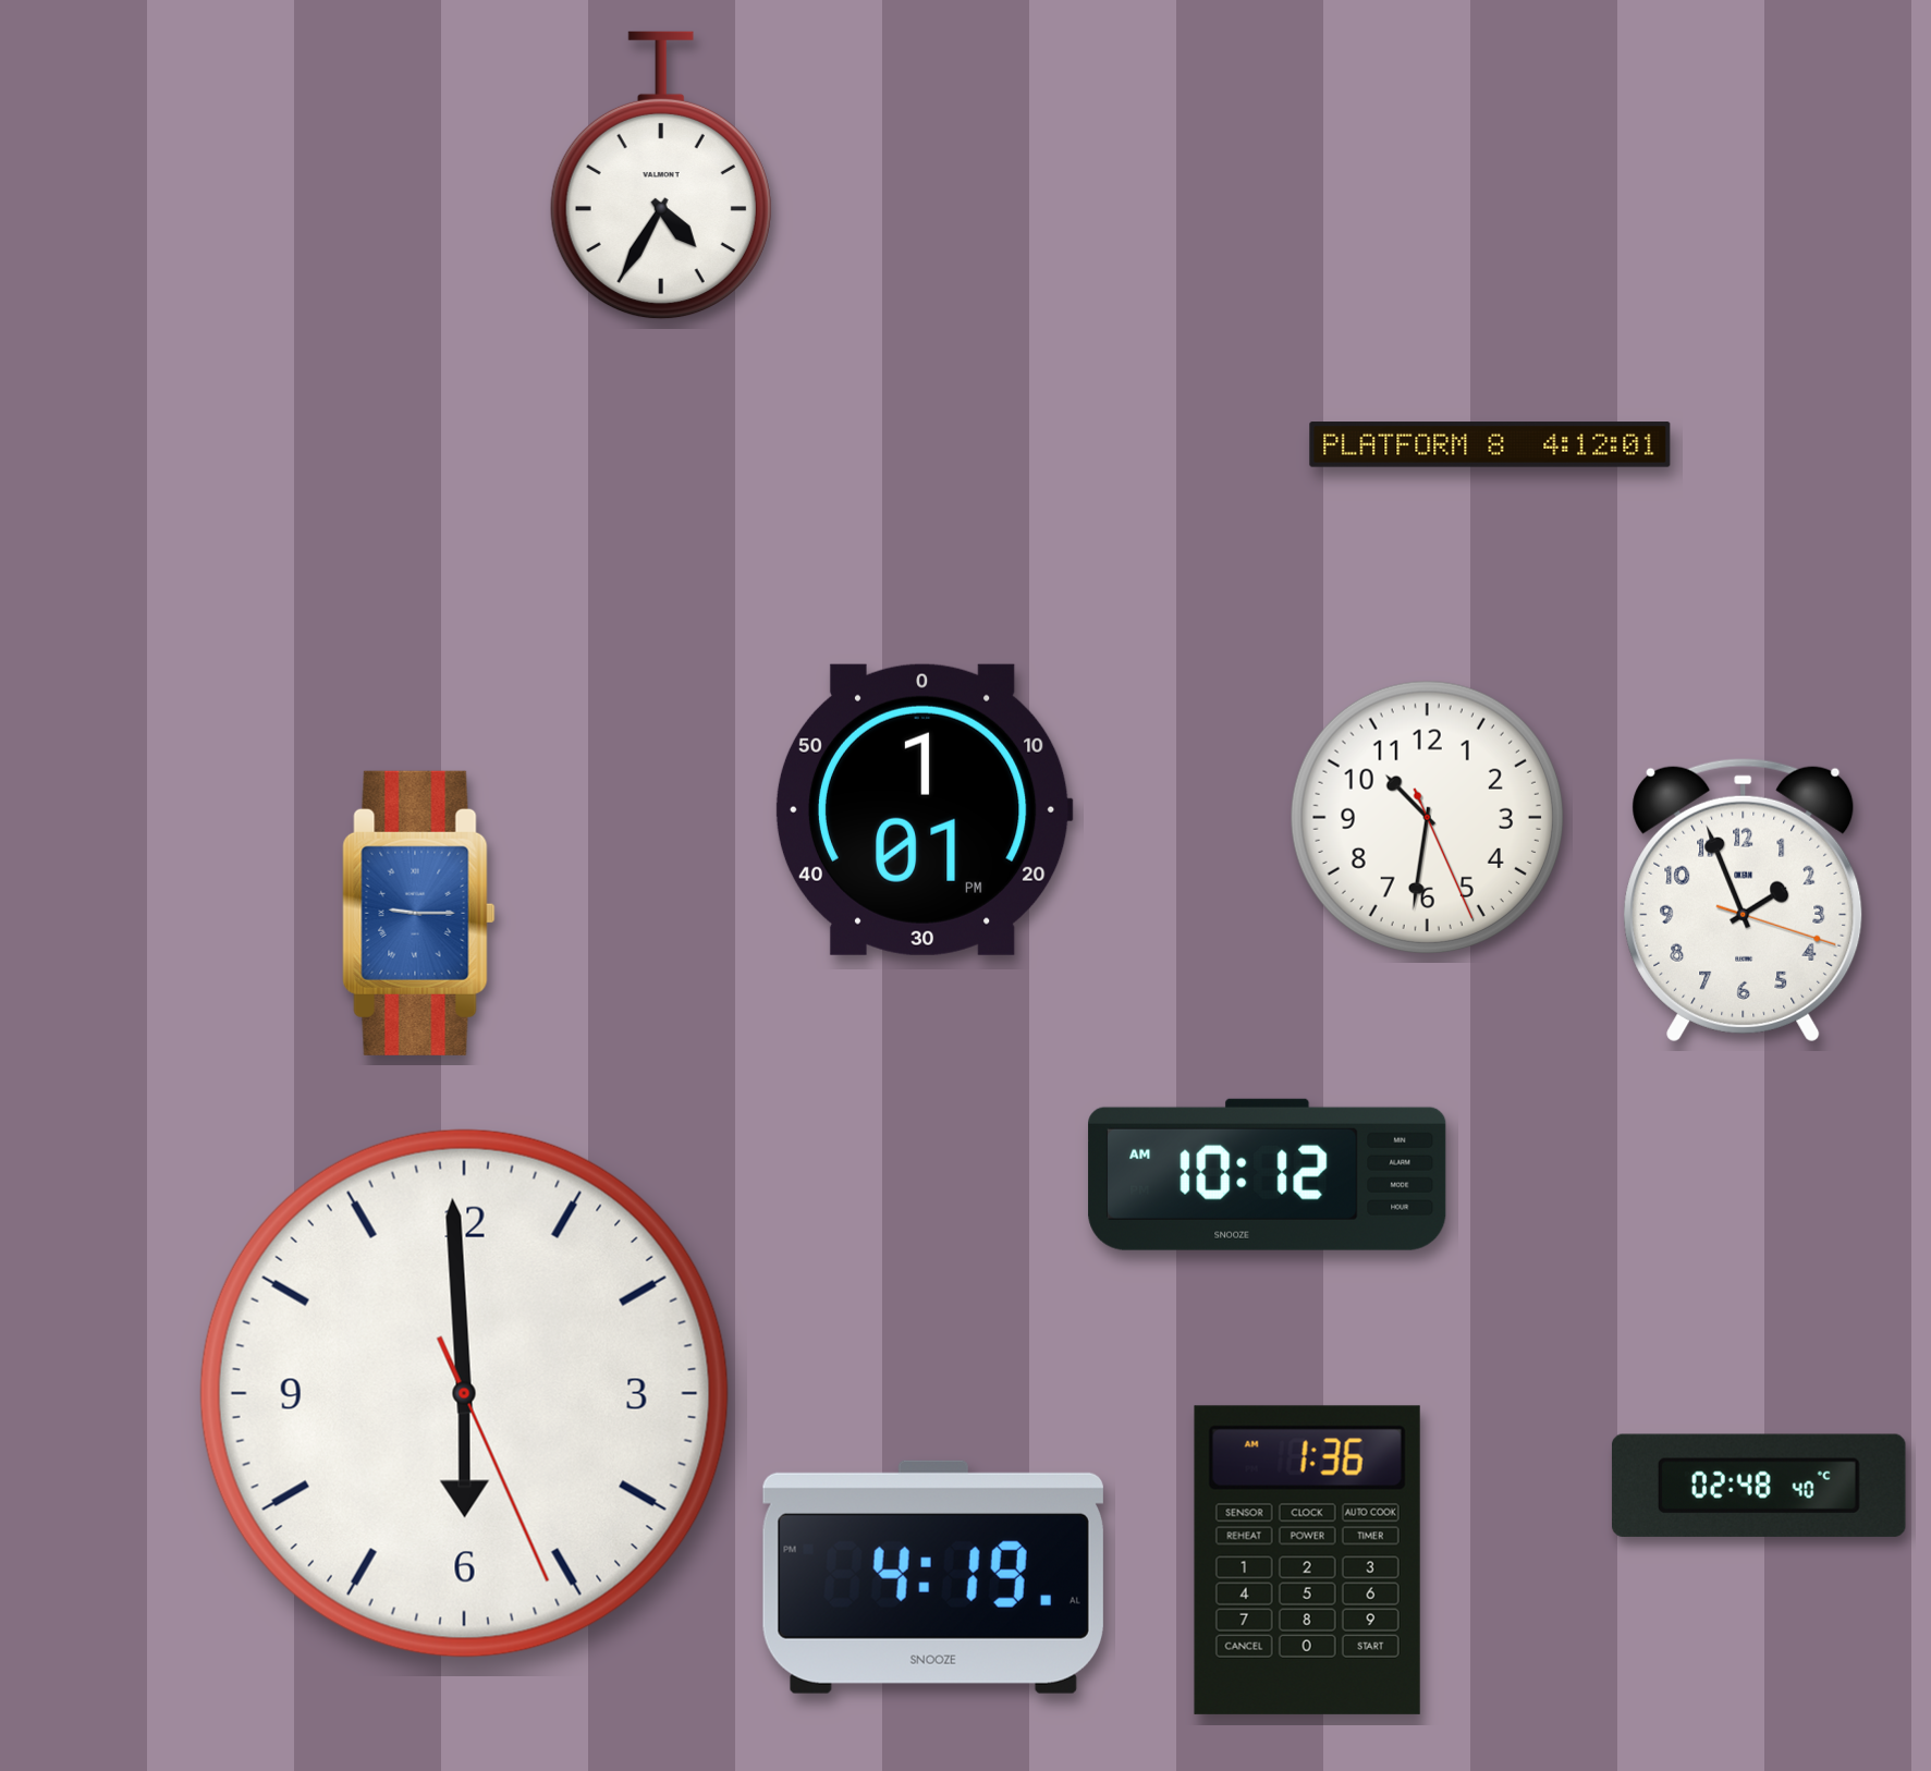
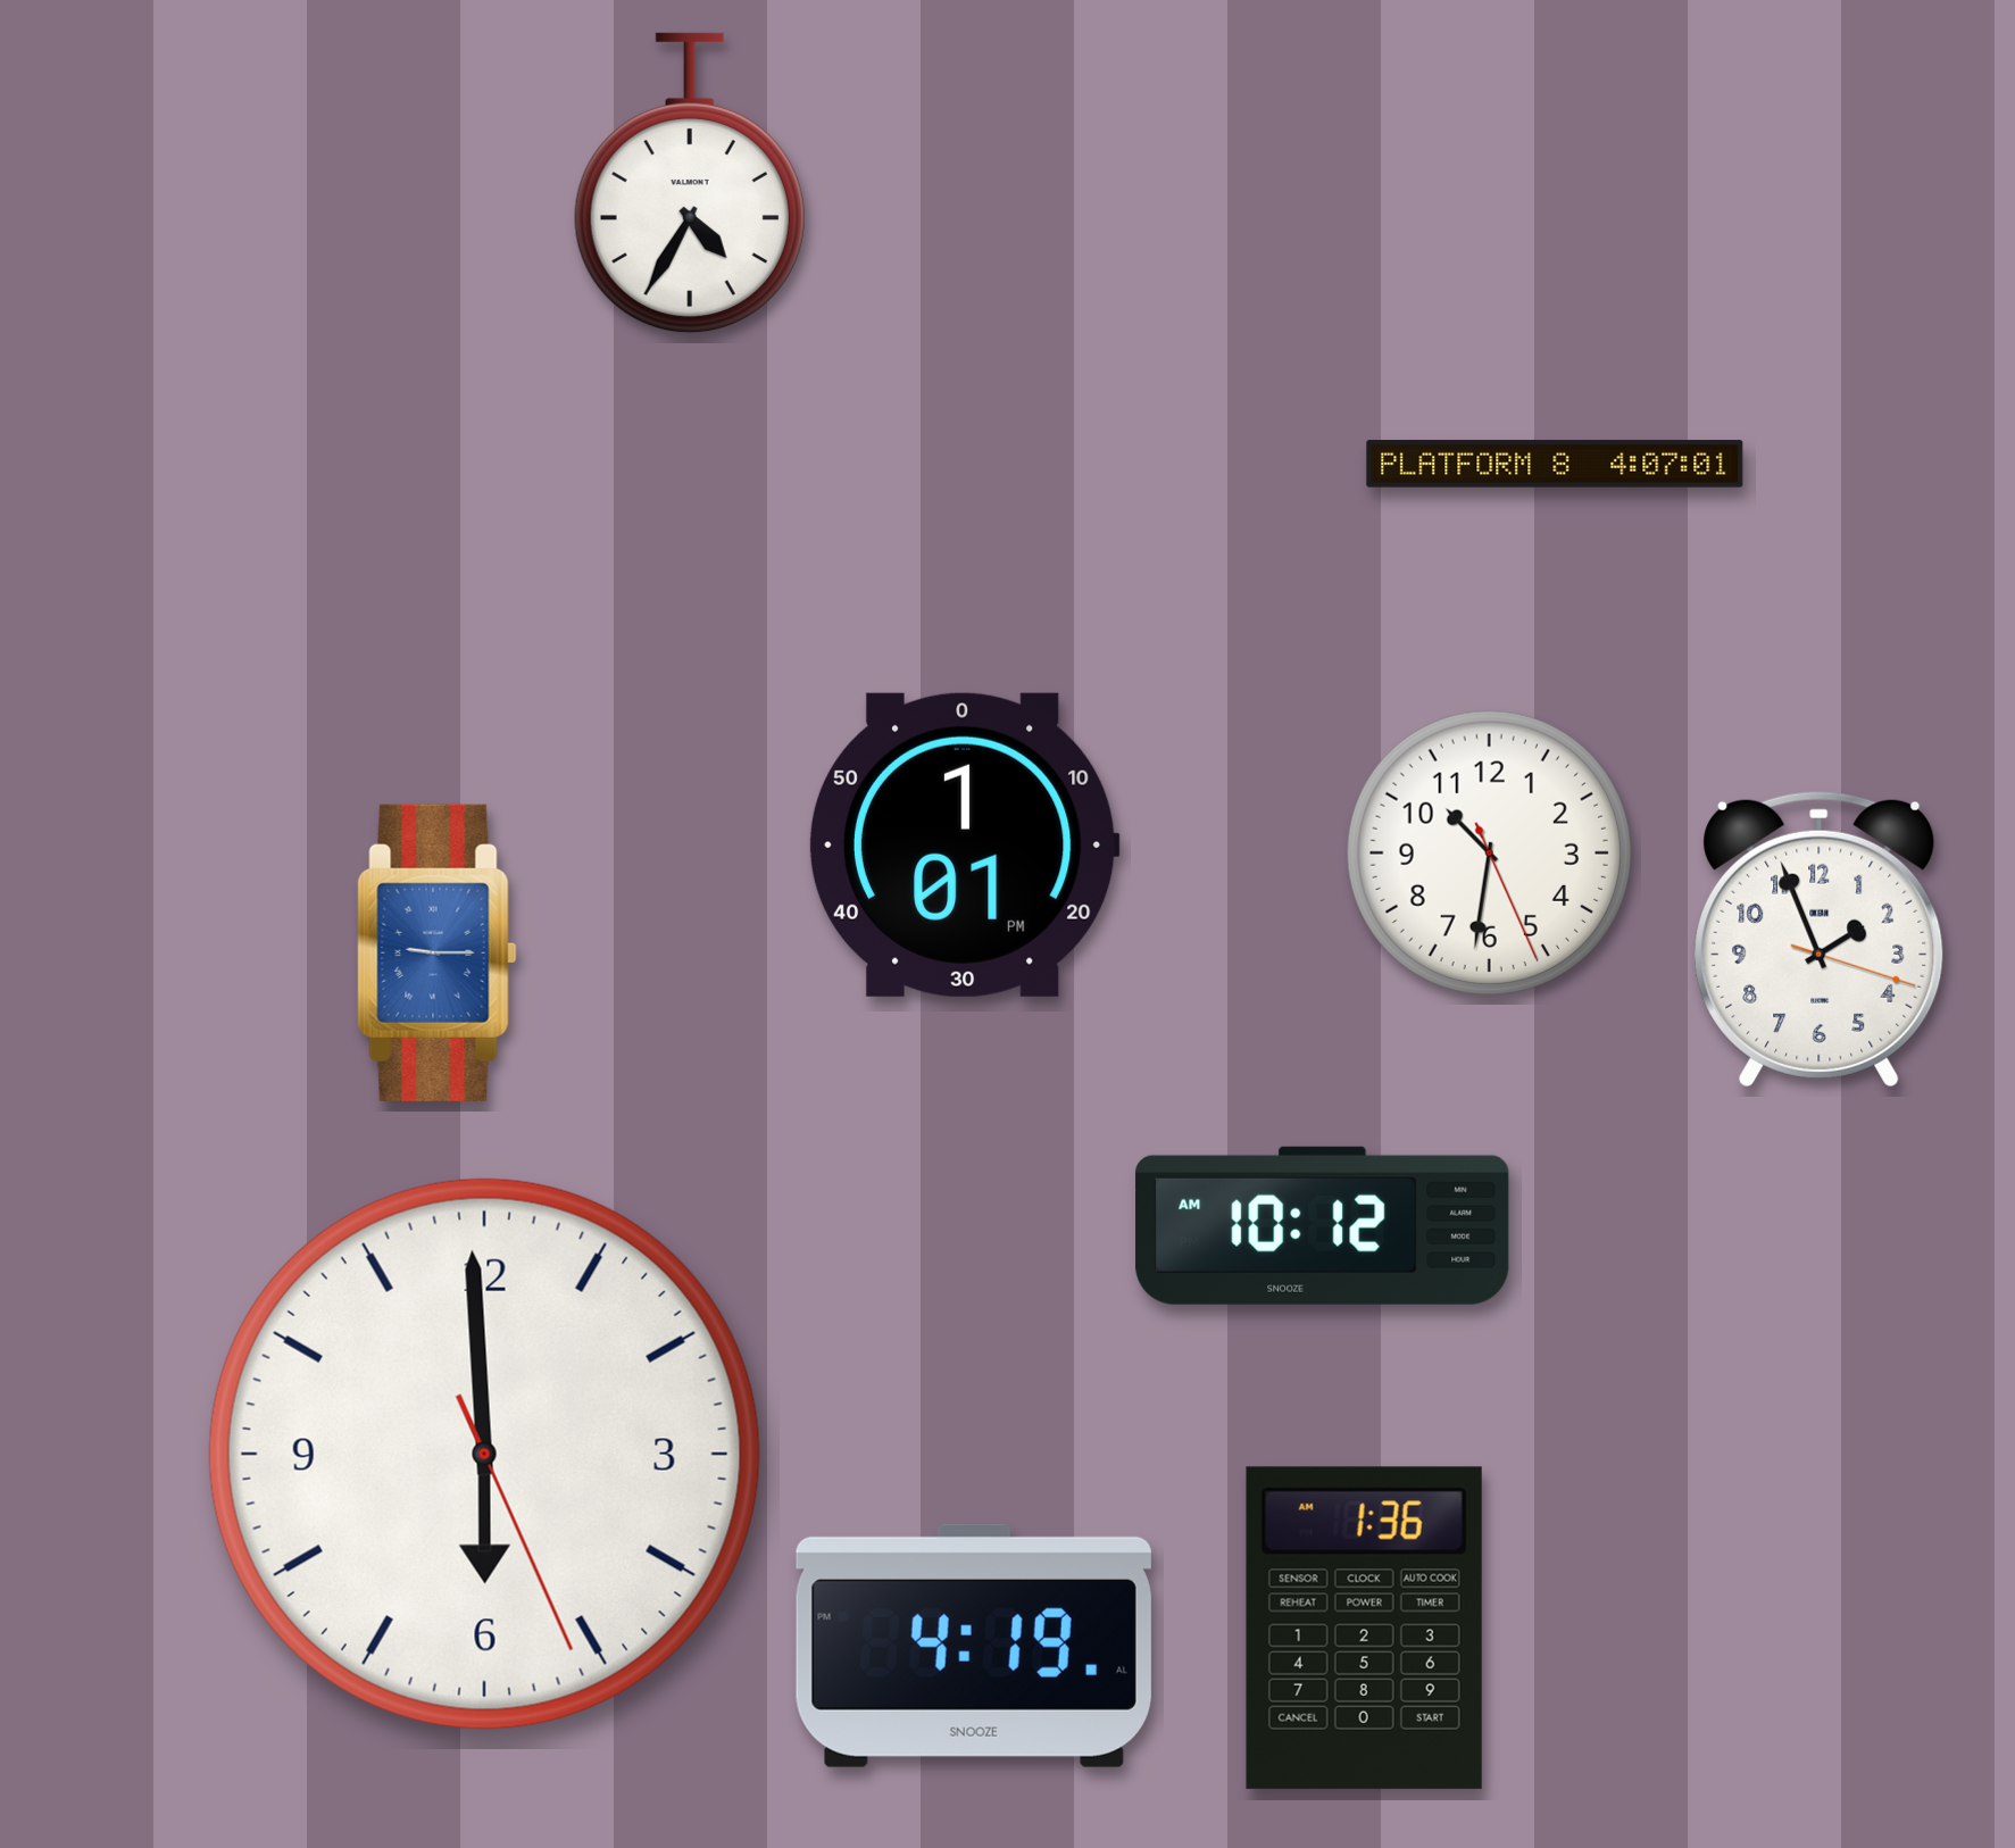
clock at (1490, 444): 4:12 -> 4:07
clock at (1759, 1486): 02:48 -> none
